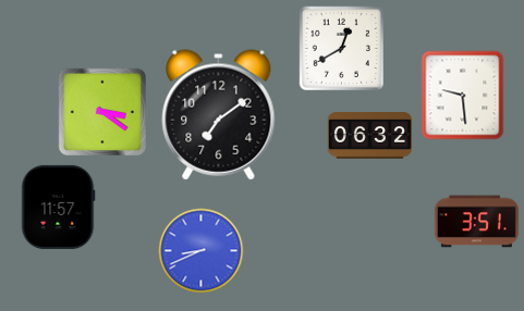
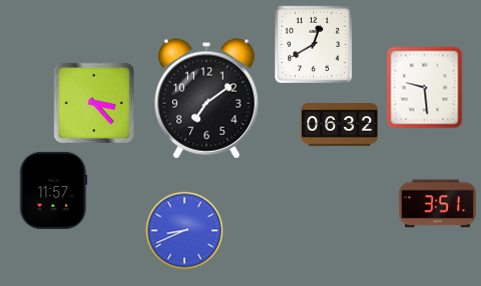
clock at (101, 111): 3:21 -> 3:23
clock at (219, 115) position: (219, 115) -> (207, 99)
